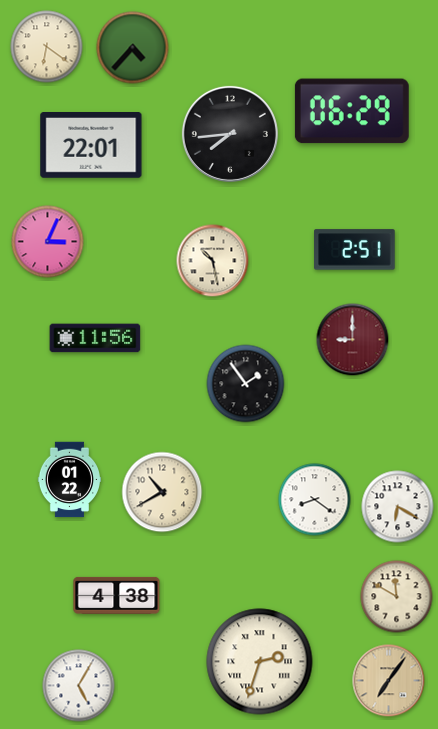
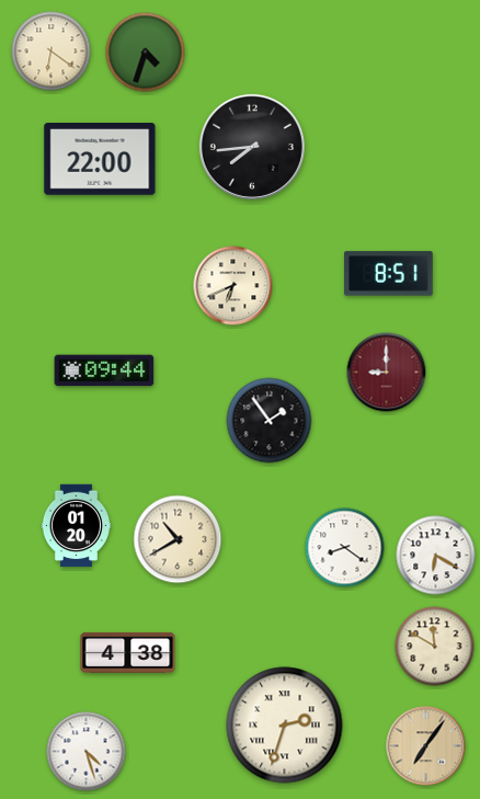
clock at (133, 48): 4:37 -> 4:33
clock at (352, 111): 06:29 -> none
clock at (91, 146): 22:01 -> 22:00
clock at (48, 242): 3:04 -> none
clock at (355, 250): 2:51 -> 8:51
clock at (213, 261): 10:28 -> 6:41
clock at (95, 338): 11:56 -> 09:44
clock at (69, 480): 01:22 -> 01:20
clock at (397, 597) position: (397, 597) -> (435, 647)
clock at (79, 686): 5:05 -> 4:27
